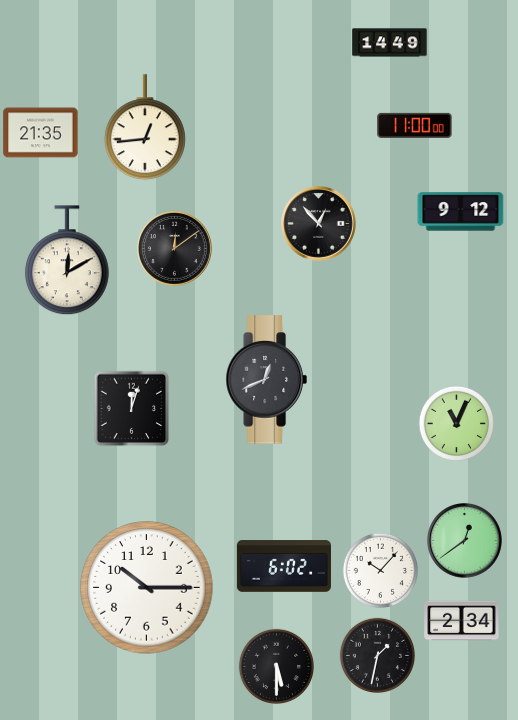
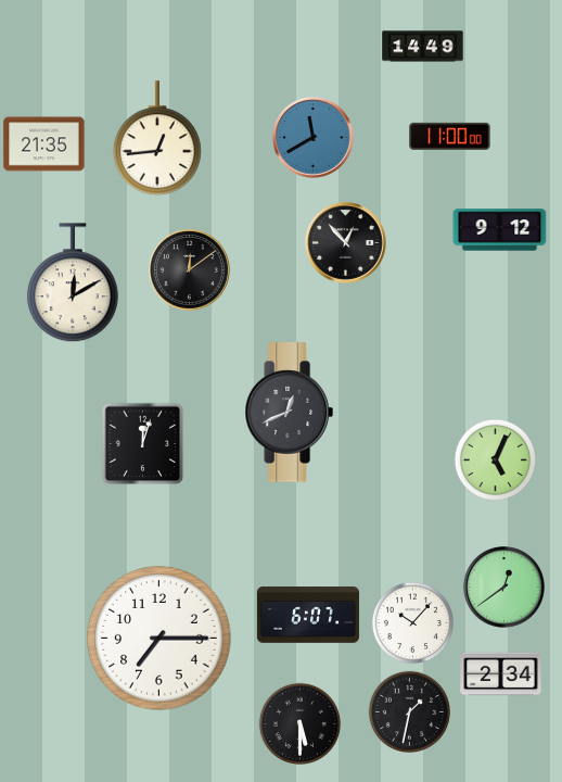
clock at (314, 138): none -> 11:40
clock at (456, 423): 11:04 -> 5:04
clock at (284, 566): 6:02 -> 6:07
clock at (380, 570) position: (380, 570) -> (412, 622)
clock at (147, 588): 10:15 -> 7:15
